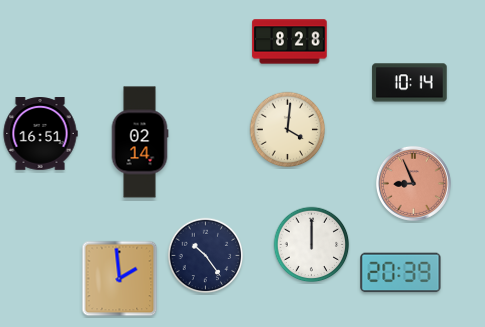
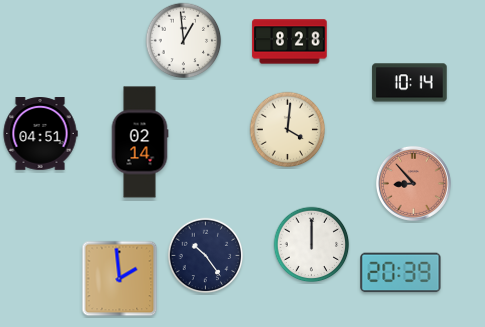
clock at (184, 41): none -> 12:59
clock at (40, 134): 16:51 -> 04:51
clock at (413, 183): 8:56 -> 8:53
